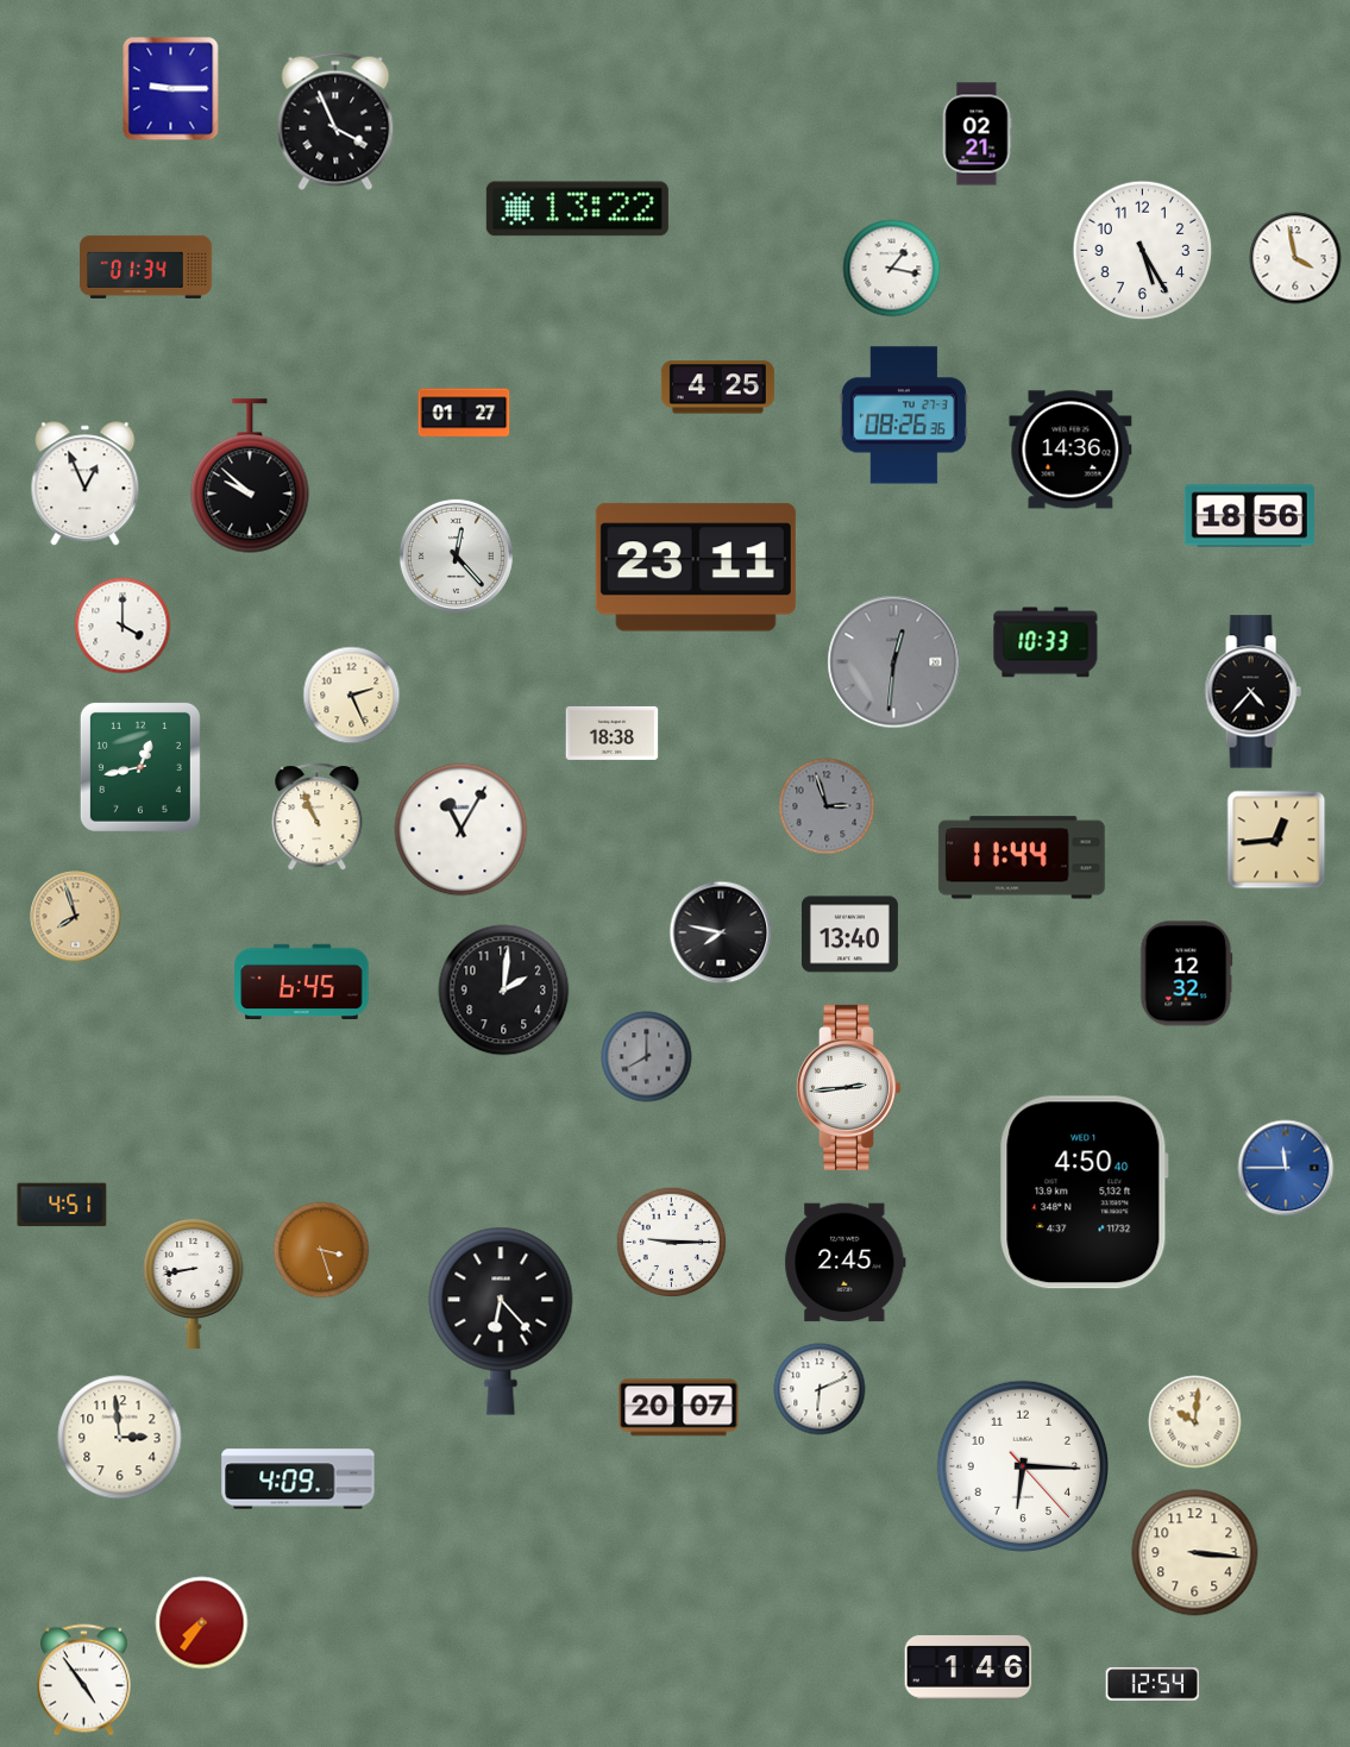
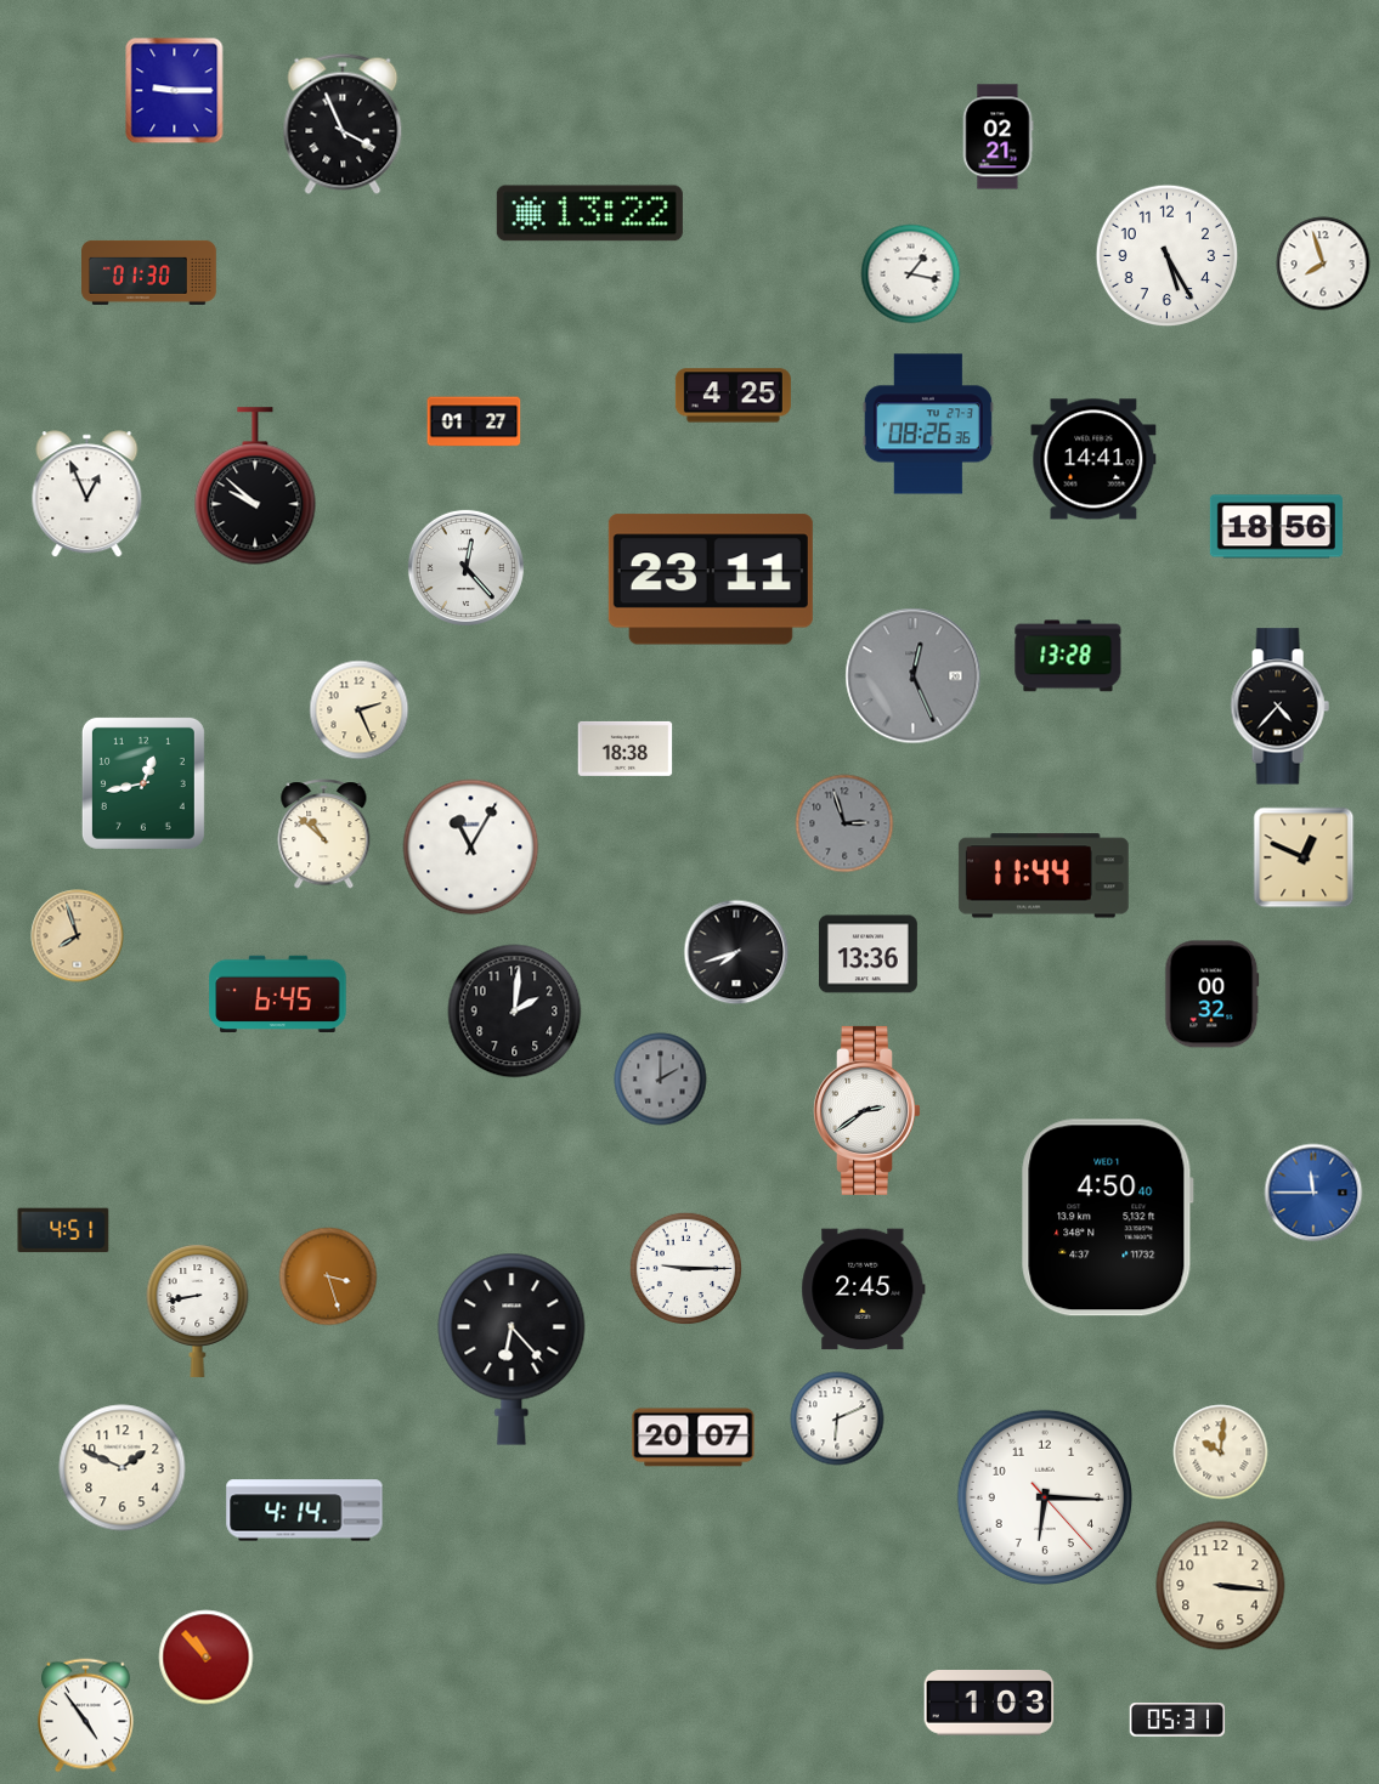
clock at (1295, 258): 3:58 -> 7:57
clock at (146, 266): 01:34 -> 01:30
clock at (904, 415) position: (904, 415) -> (928, 424)
clock at (1070, 450): 14:36 -> 14:41
clock at (123, 626): 4:00 -> none
clock at (1046, 642): 10:33 -> 13:28
clock at (894, 662): 12:31 -> 12:26
clock at (318, 817): 10:56 -> 10:52
clock at (1276, 840): 12:44 -> 12:49
clock at (721, 932): 7:47 -> 7:42
clock at (849, 935): 13:40 -> 13:36
clock at (1187, 974): 12:32 -> 00:32
clock at (302, 981) position: (302, 981) -> (278, 993)
clock at (647, 1057): 8:00 -> 2:00
clock at (848, 1087): 2:44 -> 2:39
clock at (120, 1438): 2:59 -> 1:49
clock at (299, 1479): 4:09 -> 4:14
clock at (202, 1623): 7:36 -> 10:53
clock at (968, 1669): 1:46 -> 1:03
clock at (1153, 1684): 12:54 -> 05:31
